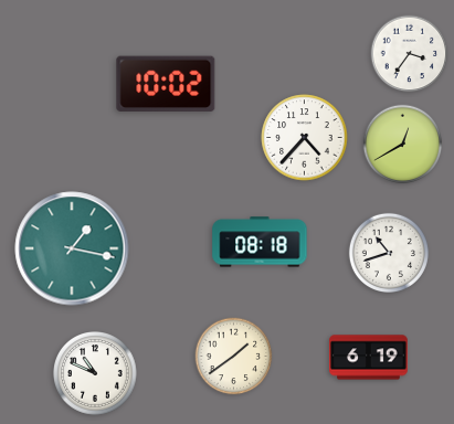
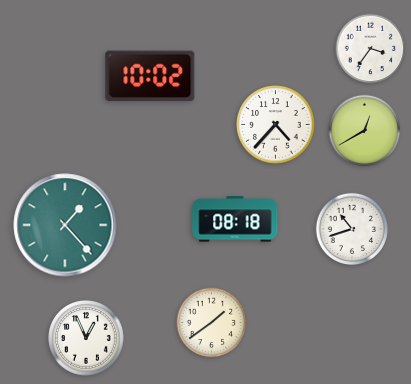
clock at (72, 248): 1:17 -> 1:23
clock at (369, 358): 6:19 -> none
clock at (96, 374): 10:49 -> 12:56
